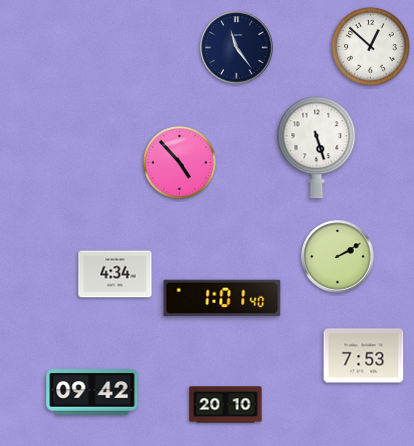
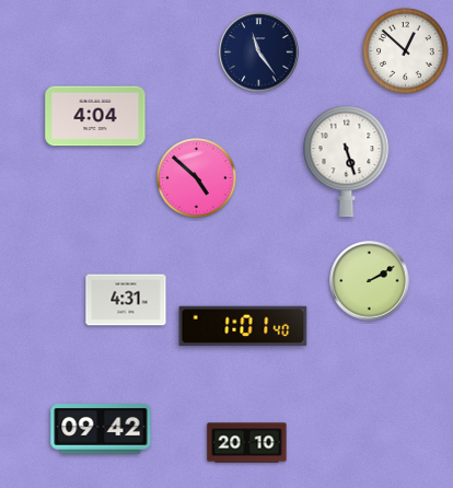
clock at (95, 116): none -> 4:04
clock at (179, 162): 4:53 -> 4:52
clock at (115, 274): 4:34 -> 4:31
clock at (364, 356): 7:53 -> none
